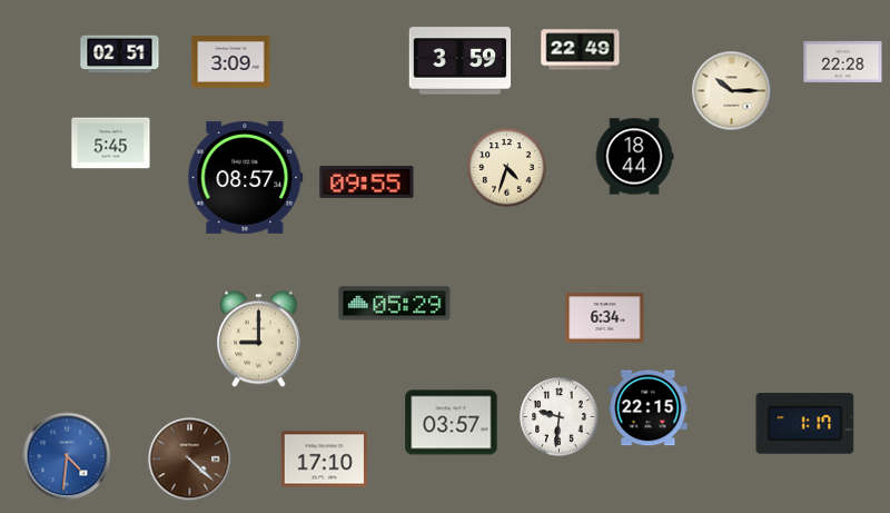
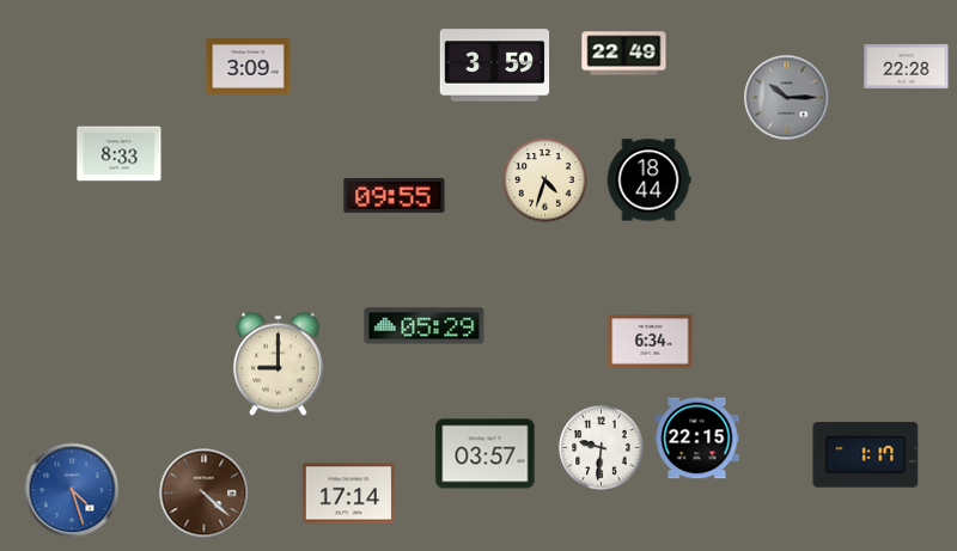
clock at (120, 55): 02:51 -> none
clock at (732, 91) dial: cream -> grey
clock at (111, 144): 5:45 -> 8:33
clock at (634, 157) position: (634, 157) -> (648, 180)
clock at (246, 177): 08:57 -> none
clock at (67, 456): 4:31 -> 4:27
clock at (325, 460): 17:10 -> 17:14
